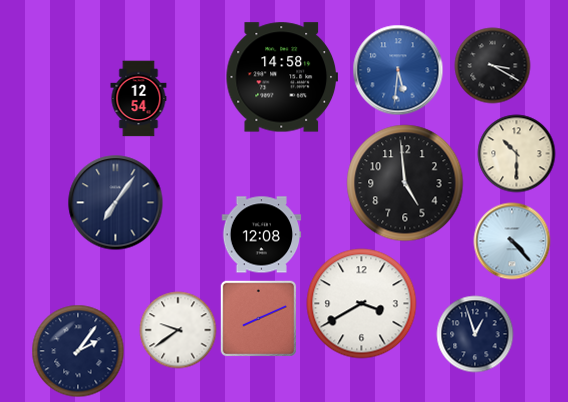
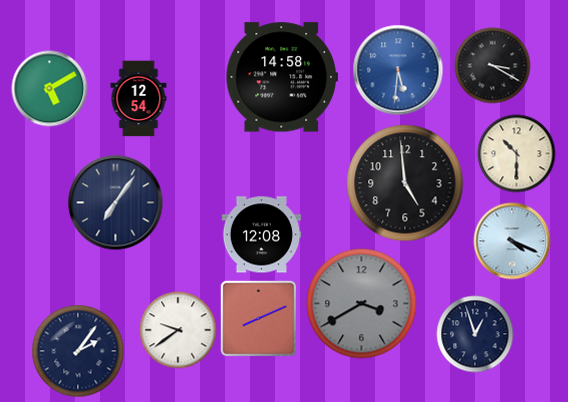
clock at (50, 89): none -> 5:10
clock at (512, 241): 4:23 -> 4:19
clock at (362, 304) dial: white -> grey
